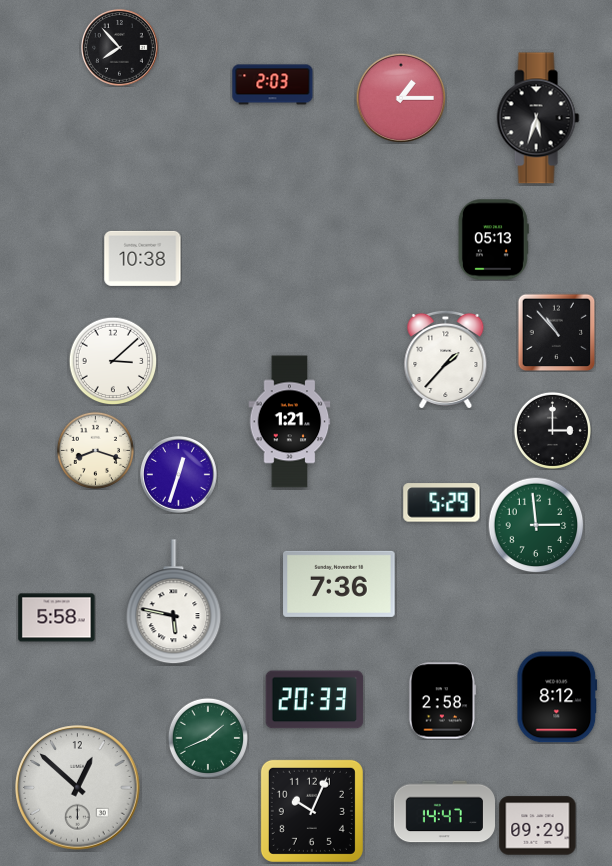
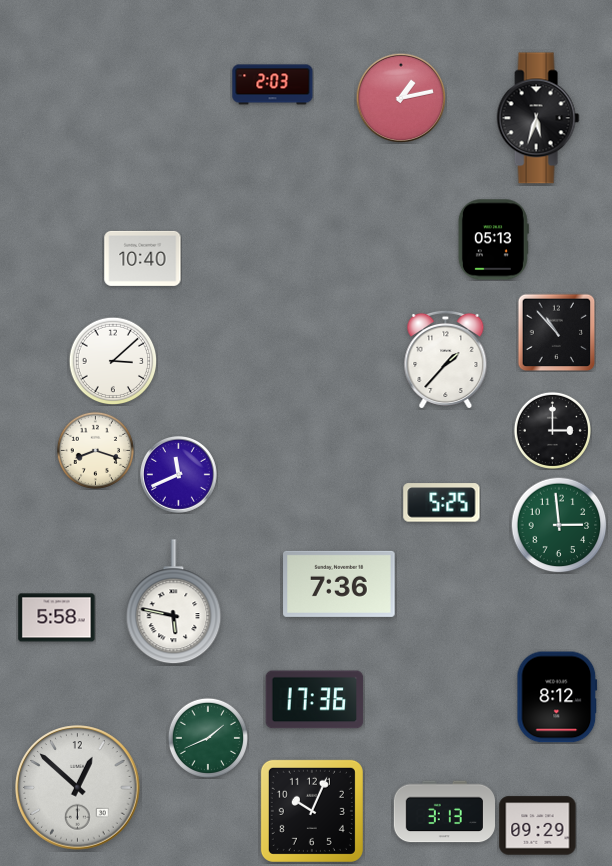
clock at (120, 48): 7:53 -> none
clock at (401, 98): 1:15 -> 1:13
clock at (143, 258): 10:38 -> 10:40
clock at (290, 422): 1:21 -> none
clock at (179, 475): 12:33 -> 11:41
clock at (442, 503): 5:29 -> 5:25
clock at (536, 525) position: (536, 525) -> (559, 525)
clock at (315, 700): 20:33 -> 17:36
clock at (443, 701): 2:58 -> none
clock at (444, 812): 14:47 -> 3:13
